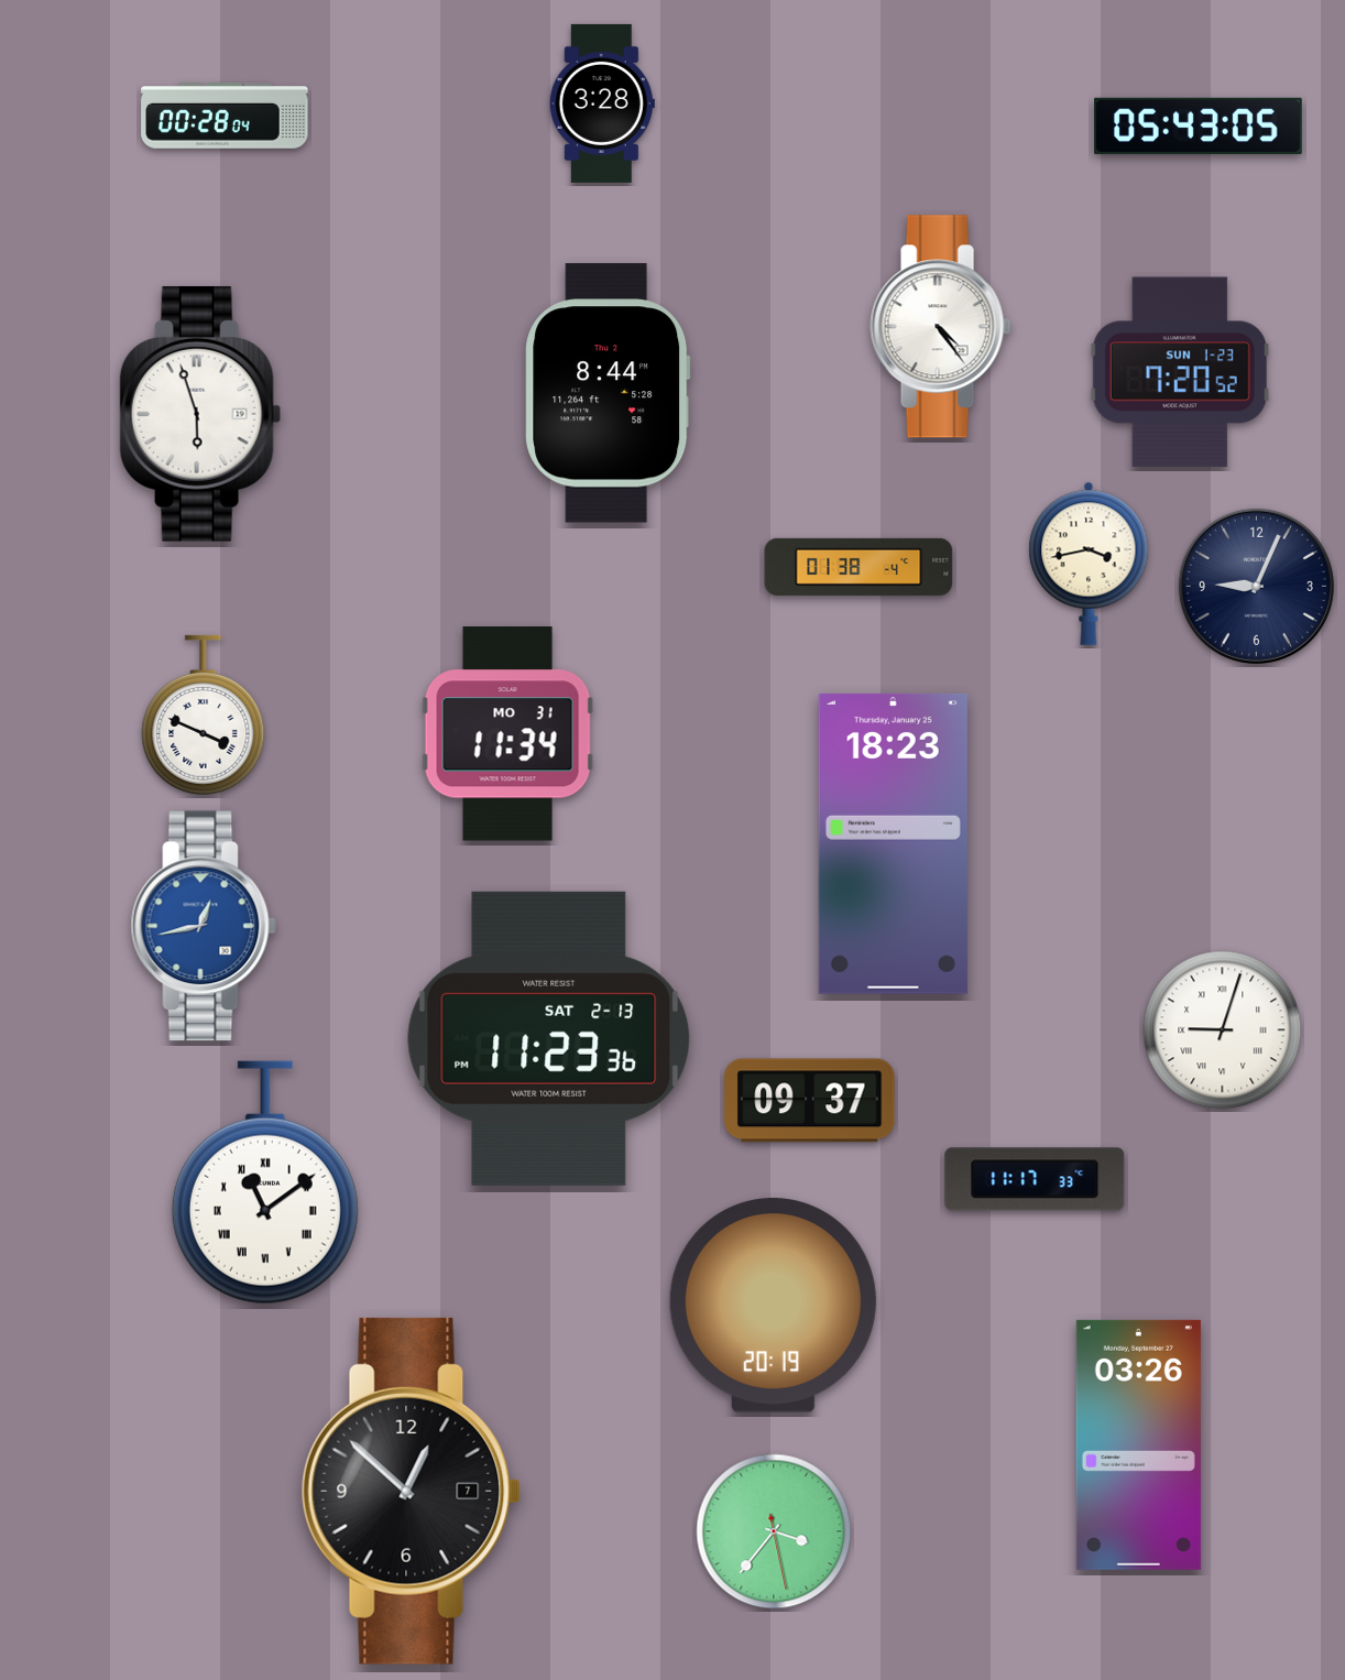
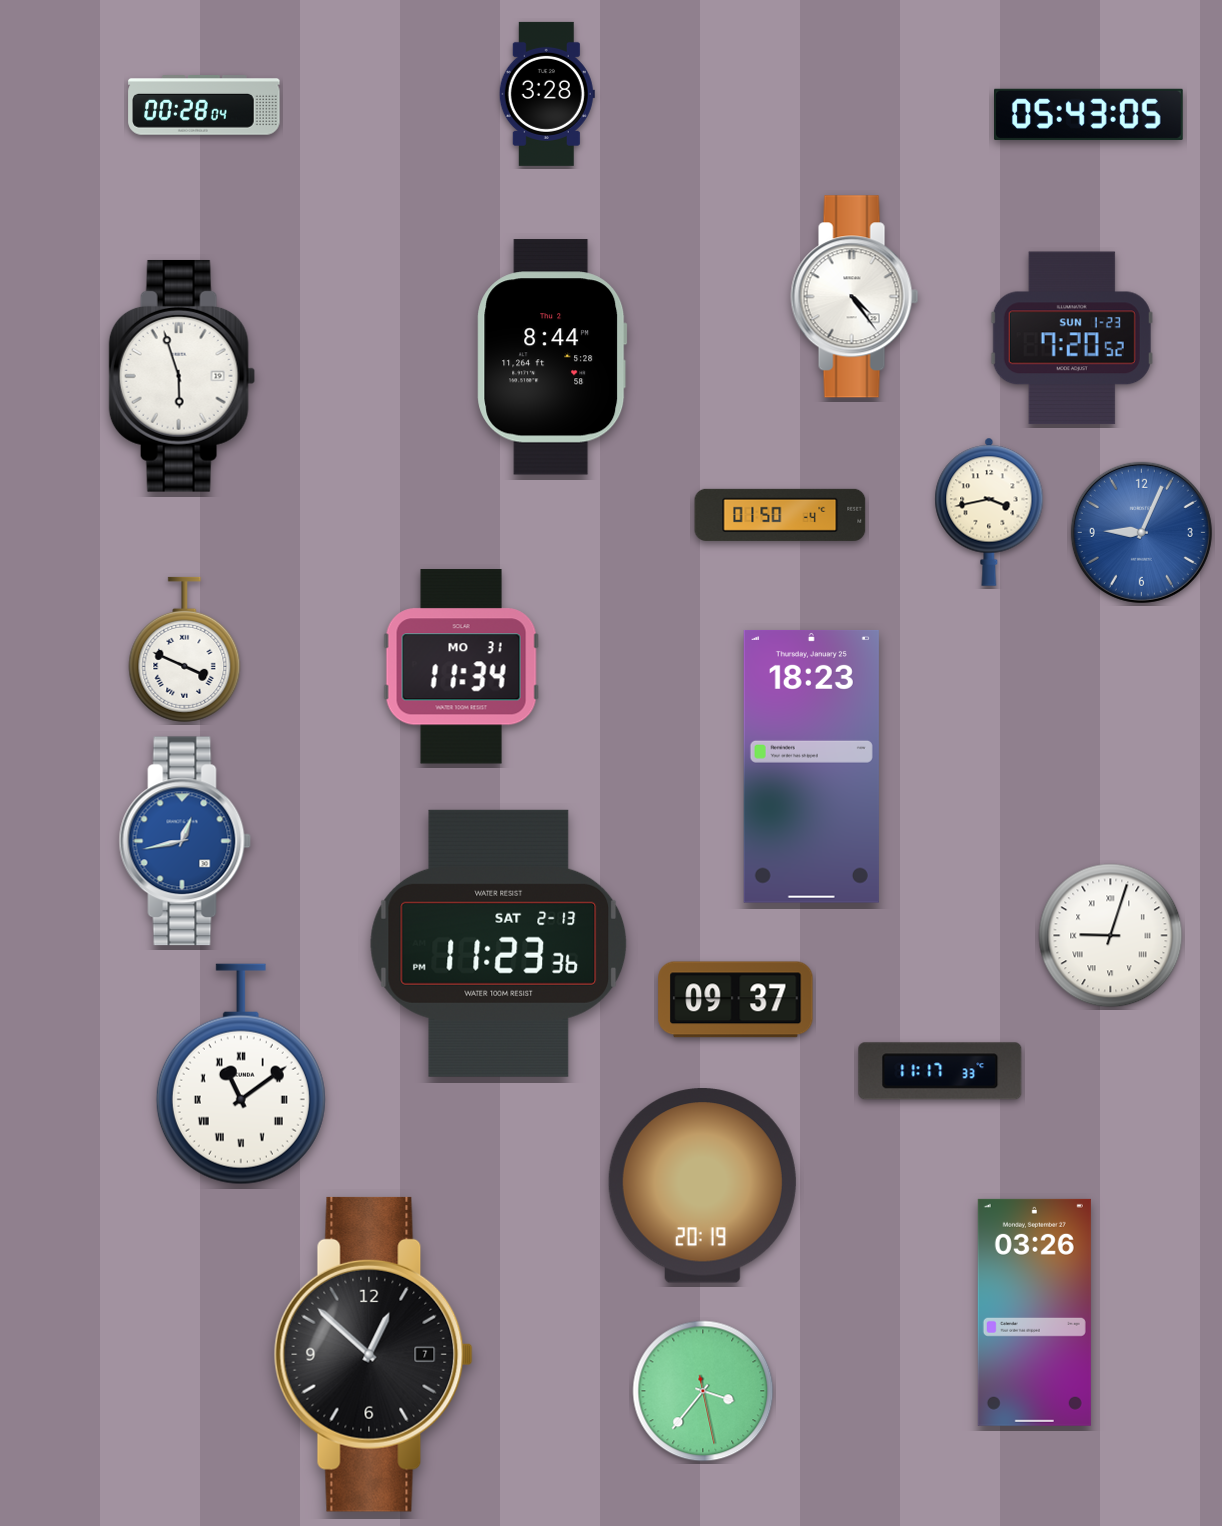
clock at (859, 567): 01:38 -> 01:50
clock at (1256, 586) dial: navy -> blue
